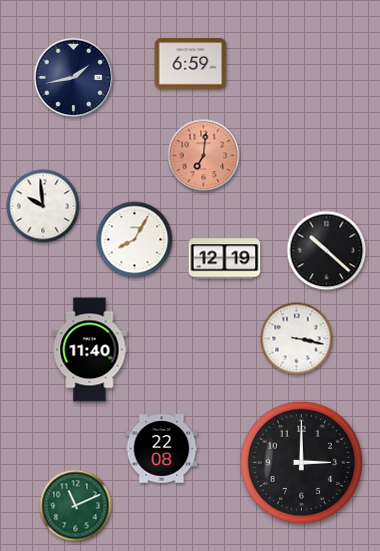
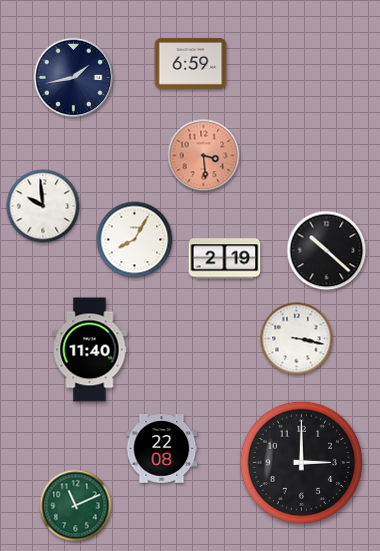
clock at (204, 156): 7:01 -> 3:29
clock at (225, 259): 12:19 -> 2:19
